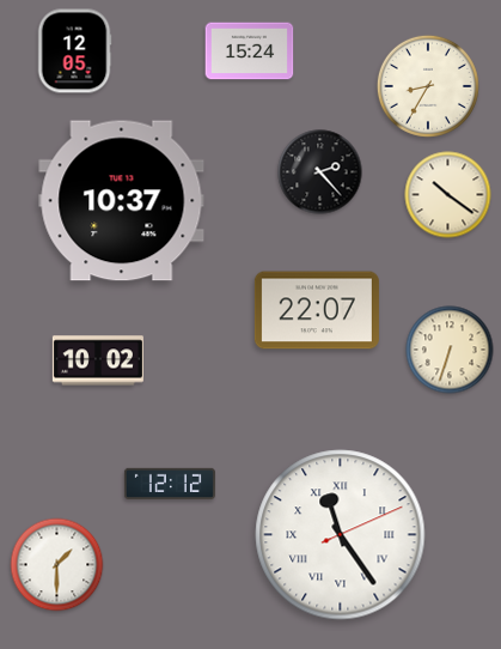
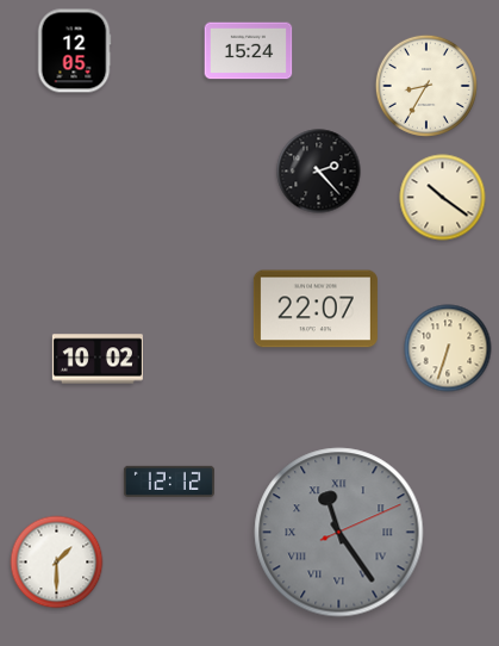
clock at (448, 195) position: (448, 195) -> (443, 198)
clock at (122, 201): 10:37 -> none
clock at (341, 535) dial: white -> grey
